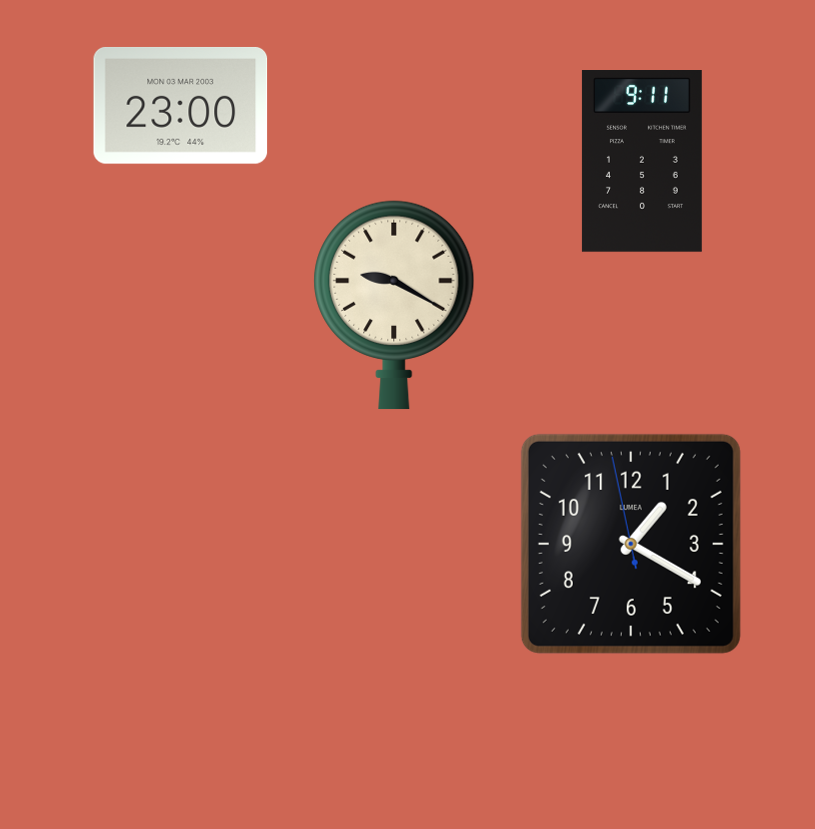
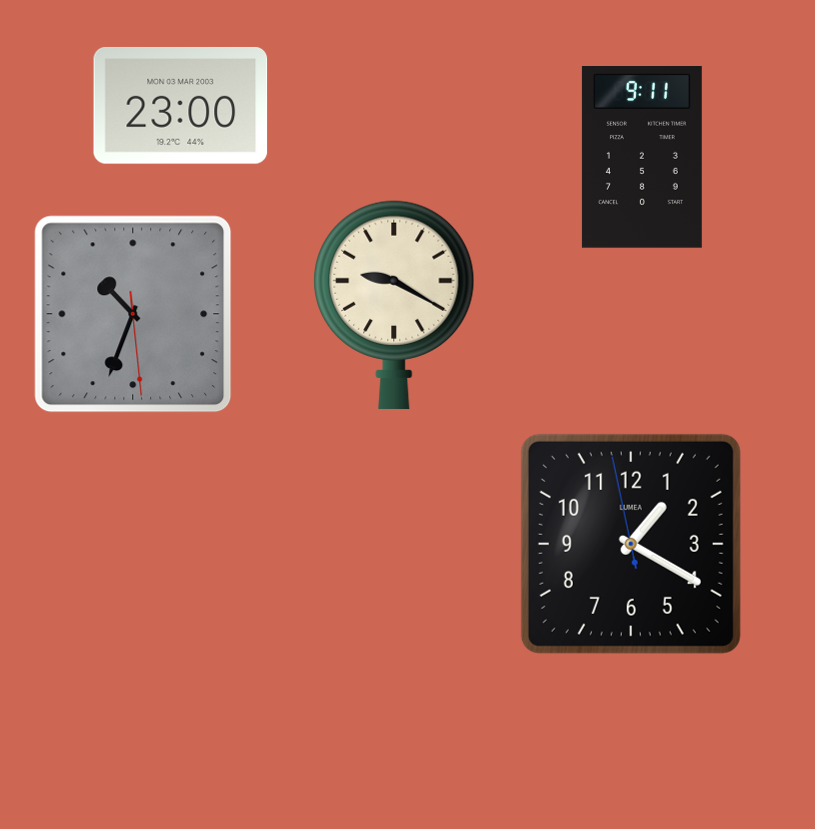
clock at (642, 162) position: (642, 162) -> (642, 158)
clock at (133, 314): none -> 10:33
